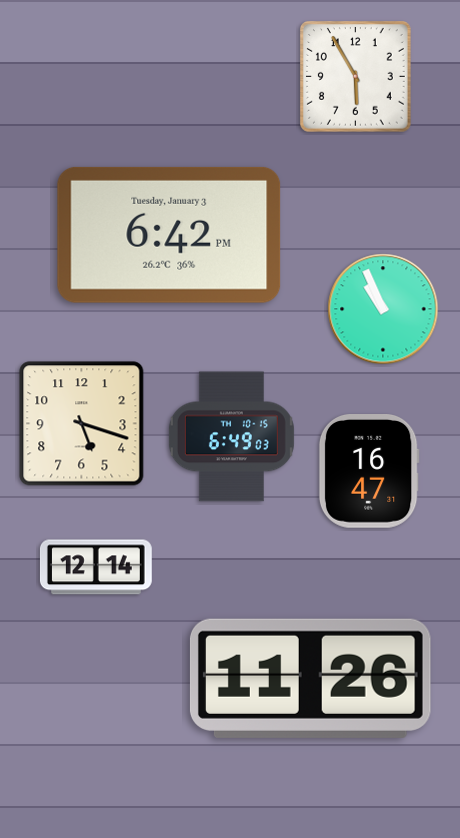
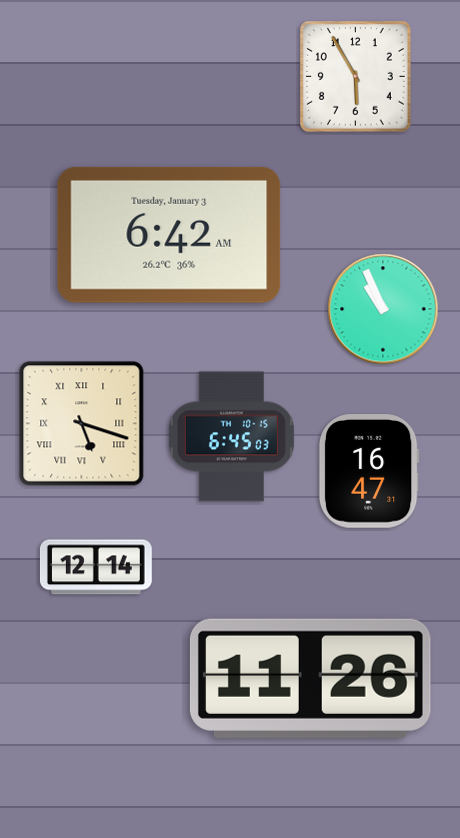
clock at (169, 235): 6:42 PM -> 6:42 AM
clock at (82, 424) numerals: Arabic -> Roman
clock at (231, 437): 6:49 -> 6:45
